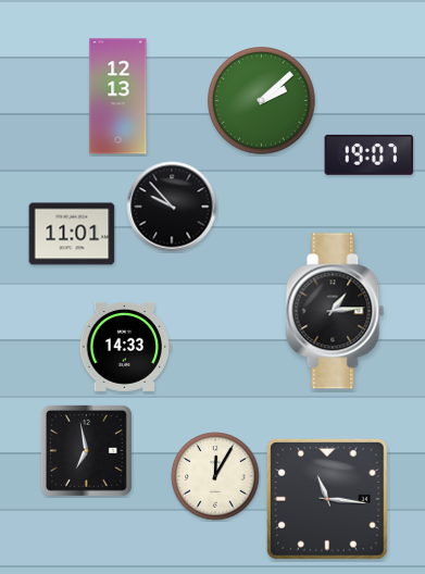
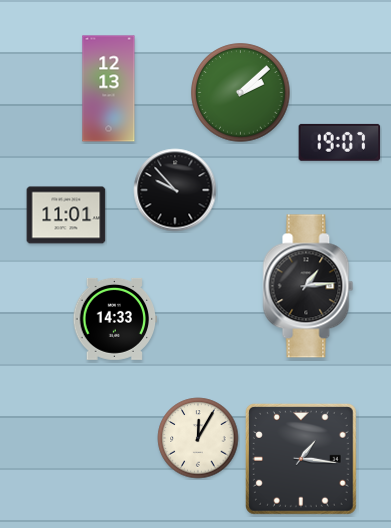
clock at (172, 207) position: (172, 207) -> (175, 190)
clock at (86, 450): 6:58 -> none
clock at (327, 499): 11:16 -> 1:16
